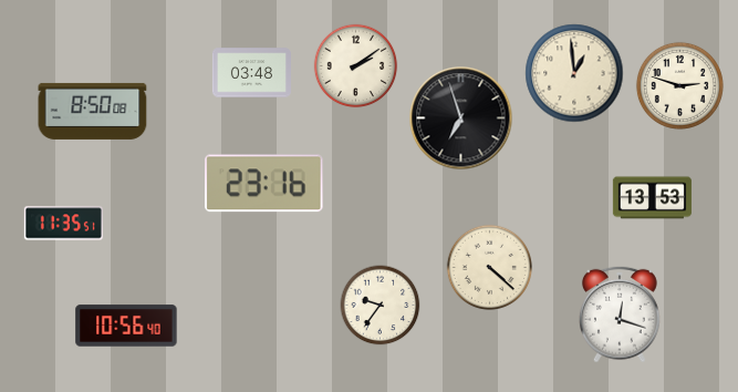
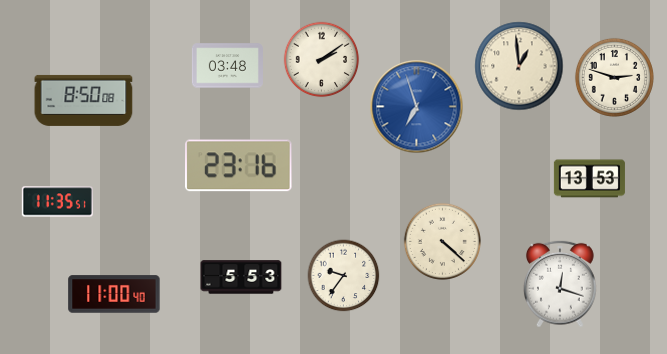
clock at (461, 118) dial: black -> blue
clock at (241, 277): none -> 5:53
clock at (126, 326): 10:56 -> 11:00
